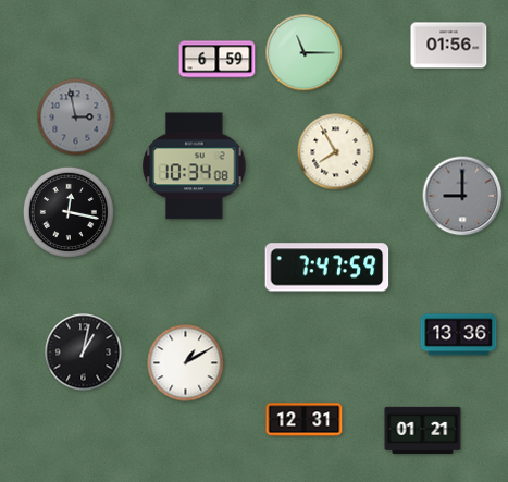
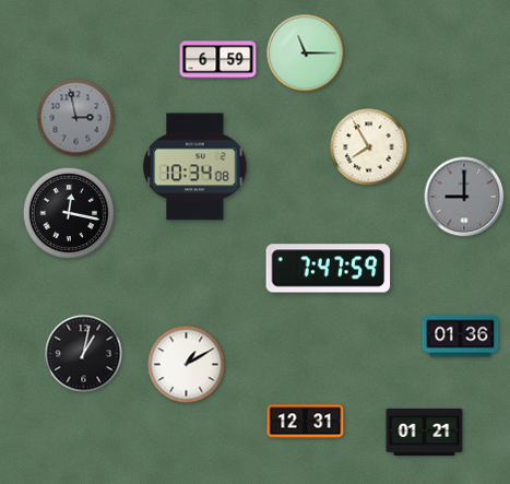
clock at (449, 46): 01:56 -> none
clock at (336, 152) position: (336, 152) -> (369, 147)
clock at (459, 335): 13:36 -> 01:36
